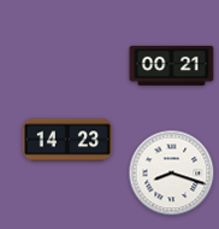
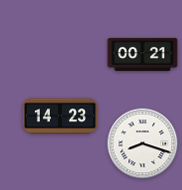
clock at (66, 140) position: (66, 140) -> (59, 116)
